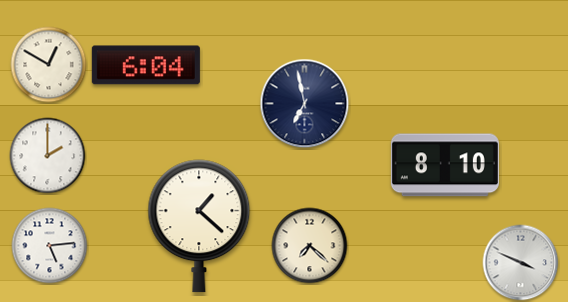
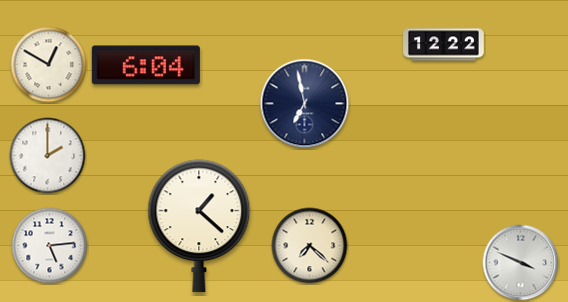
clock at (444, 45): none -> 12:22
clock at (445, 165): 8:10 -> none
